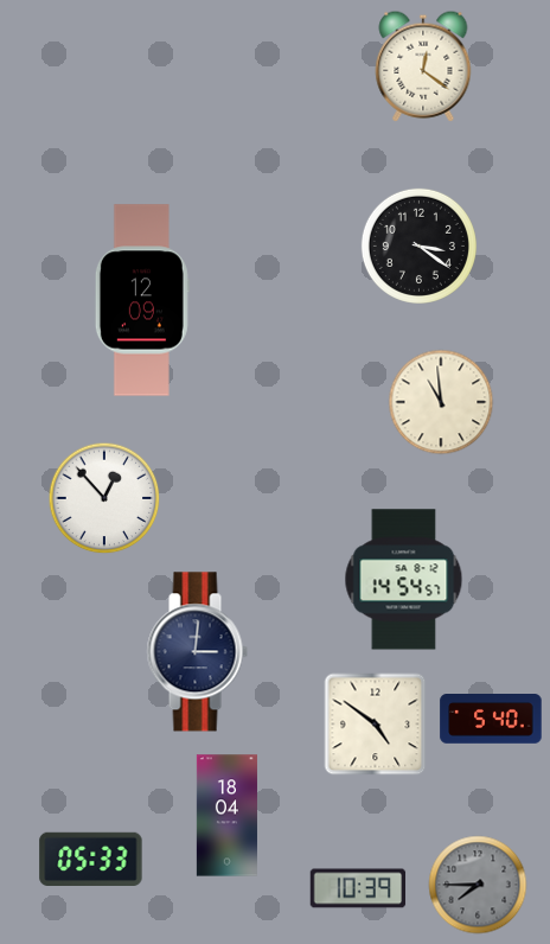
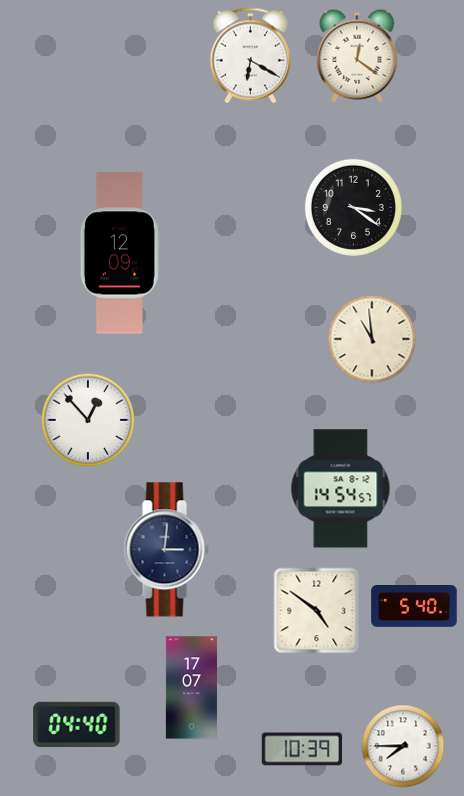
clock at (250, 56): none -> 6:20
clock at (226, 816): 18:04 -> 17:07
clock at (91, 859): 05:33 -> 04:40
clock at (478, 885) dial: grey -> white
